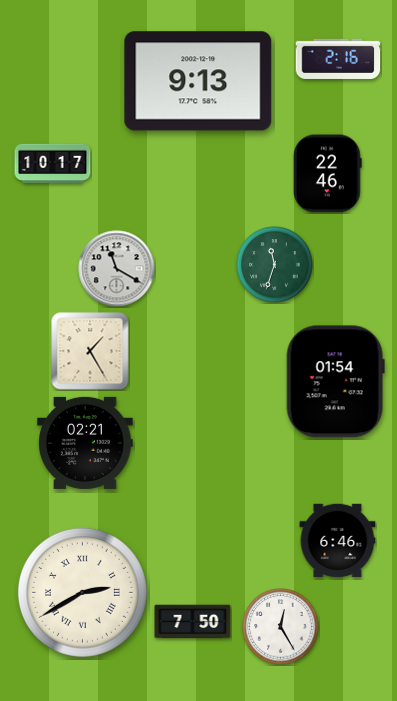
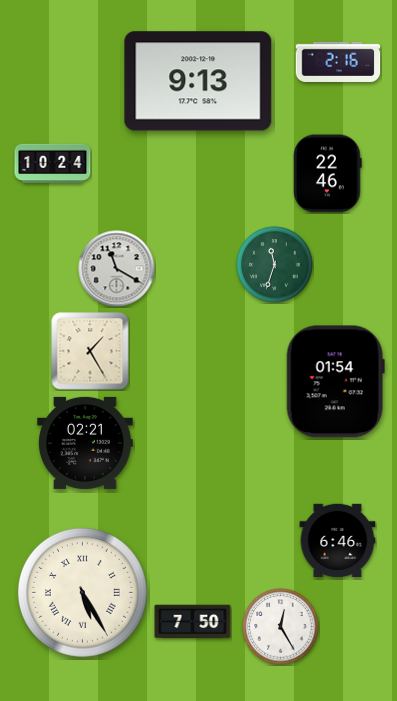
clock at (338, 59) position: (338, 59) -> (338, 62)
clock at (53, 163): 10:17 -> 10:24
clock at (82, 592): 2:40 -> 5:25
